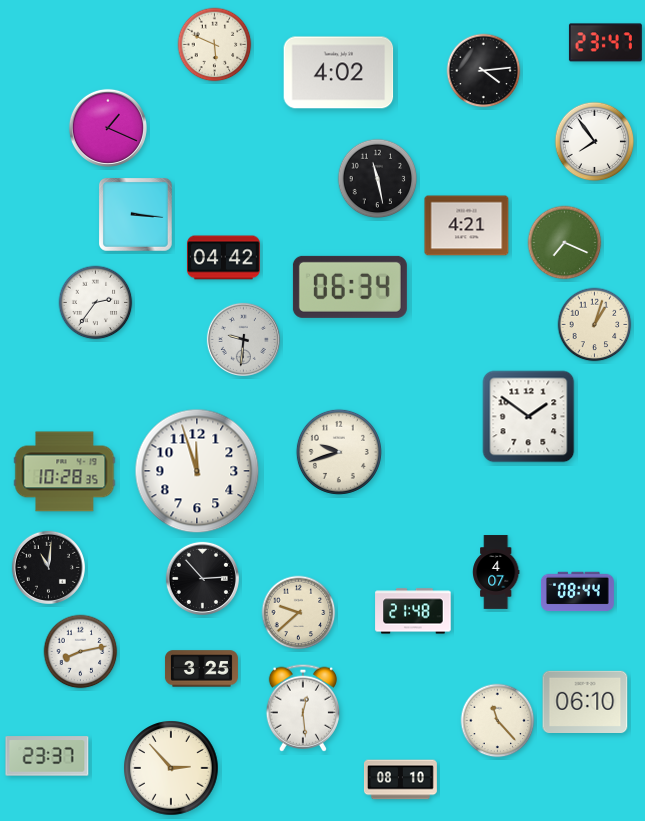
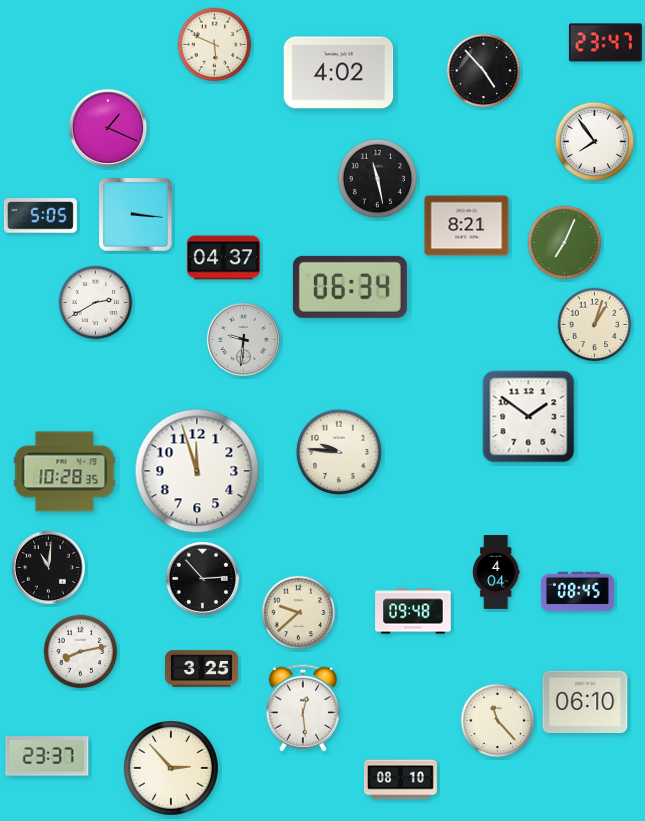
clock at (484, 71): 4:14 -> 4:53
clock at (40, 216): none -> 5:05
clock at (467, 226): 4:21 -> 8:21
clock at (565, 243): 7:19 -> 7:04
clock at (223, 258): 04:42 -> 04:37
clock at (96, 303): 2:36 -> 2:40
clock at (339, 452): 9:42 -> 9:46
clock at (497, 572): 4:07 -> 4:04
clock at (577, 592): 08:44 -> 08:45
clock at (413, 611): 21:48 -> 09:48
